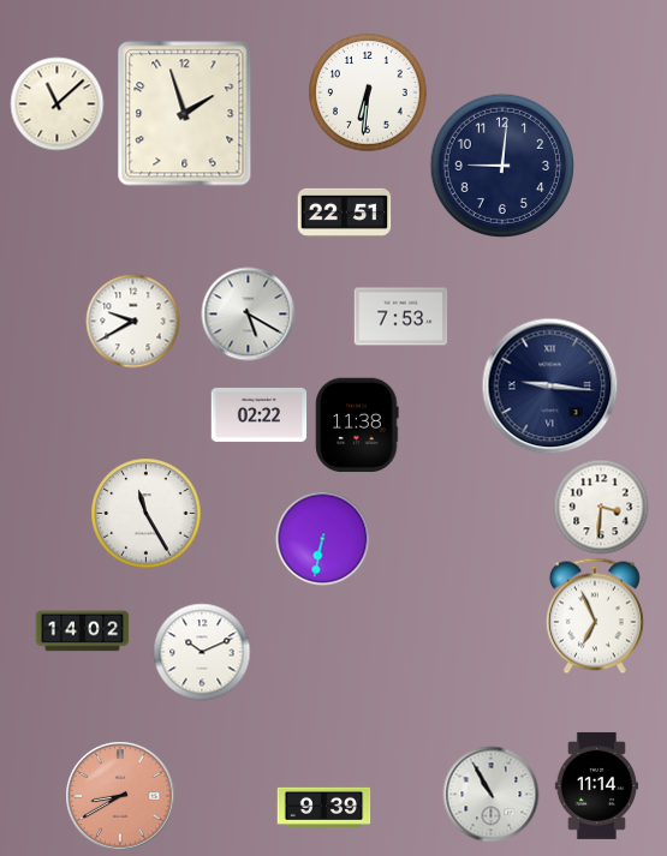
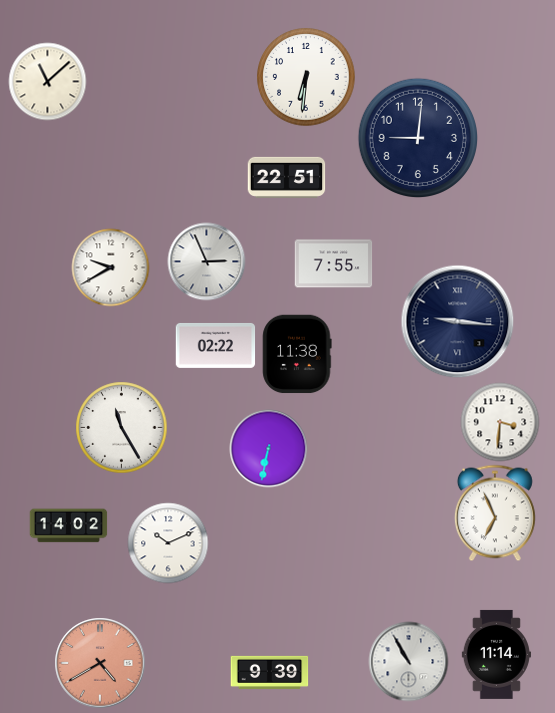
clock at (56, 103) position: (56, 103) -> (47, 81)
clock at (185, 114): 1:57 -> none
clock at (248, 313): 5:20 -> 2:56
clock at (400, 317): 7:53 -> 7:55
clock at (120, 796): 8:40 -> 4:40
